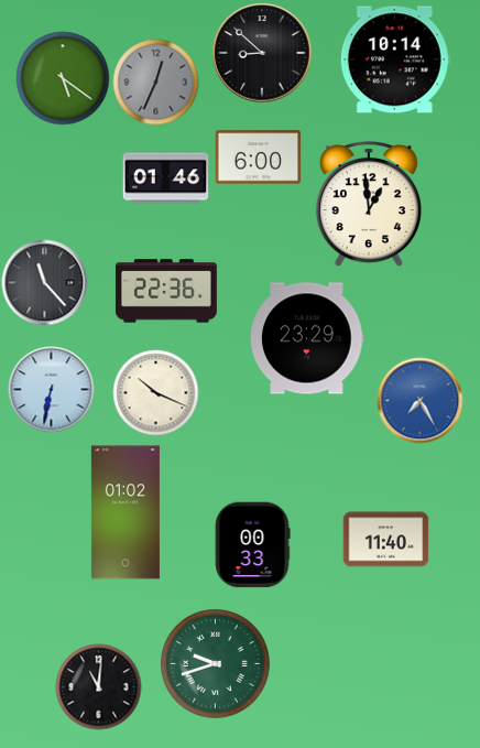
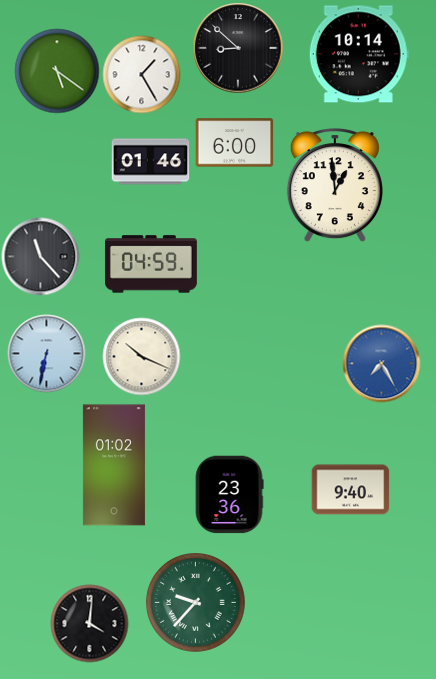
clock at (155, 82): 12:34 -> 1:25
clock at (155, 82) dial: grey -> white
clock at (166, 291): 22:36 -> 04:59
clock at (308, 338): 23:29 -> none
clock at (385, 540): 11:40 -> 9:40
clock at (252, 544): 00:33 -> 23:36
clock at (216, 664): 9:42 -> 9:37
clock at (98, 686): 11:01 -> 4:01
